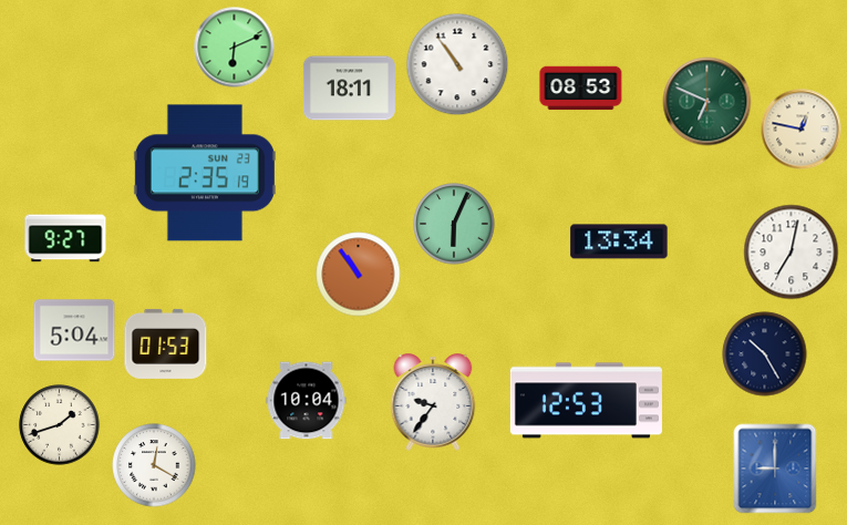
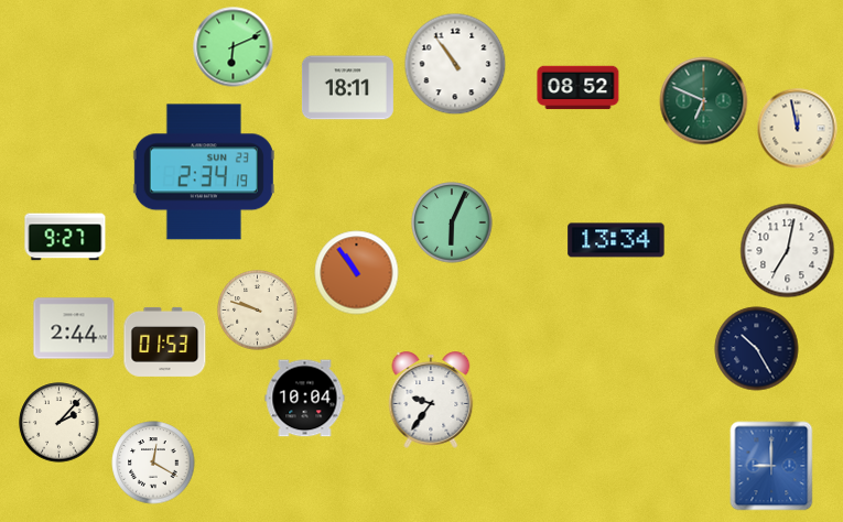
clock at (581, 89): 08:53 -> 08:52
clock at (802, 130): 12:47 -> 11:58
clock at (205, 173): 2:35 -> 2:34
clock at (258, 311): none -> 9:48
clock at (74, 330): 5:04 -> 2:44
clock at (765, 354) position: (765, 354) -> (757, 349)
clock at (586, 401): 12:53 -> none
clock at (60, 425): 1:42 -> 2:07
